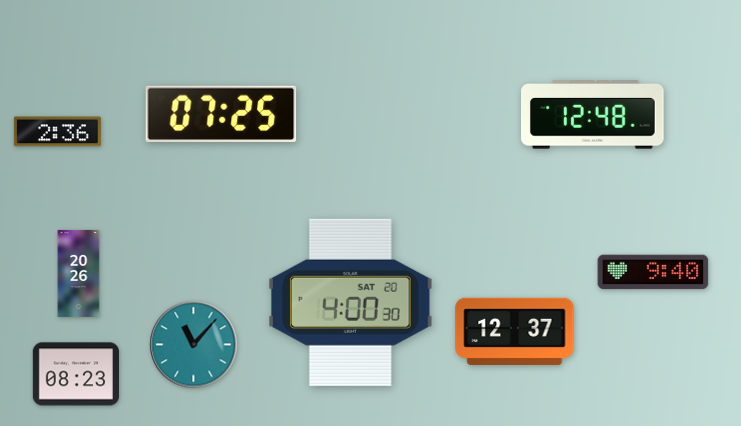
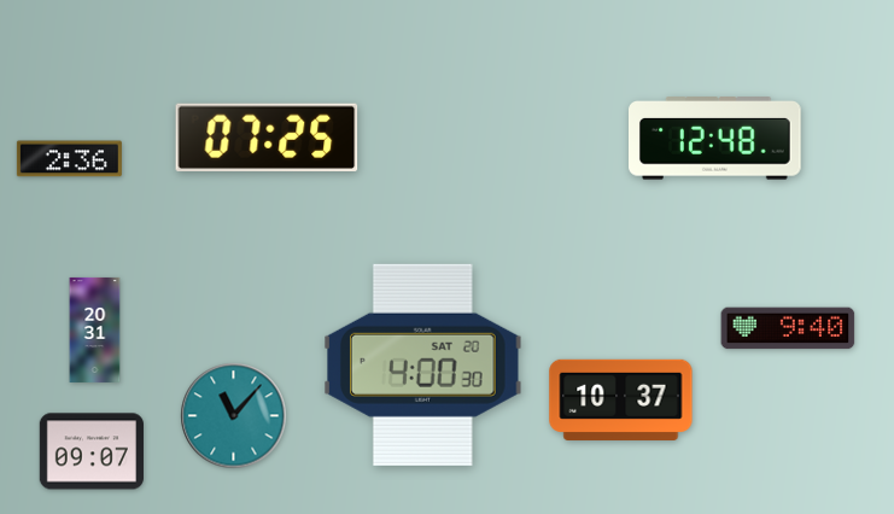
clock at (79, 273): 20:26 -> 20:31
clock at (515, 331): 12:37 -> 10:37
clock at (76, 374): 08:23 -> 09:07
